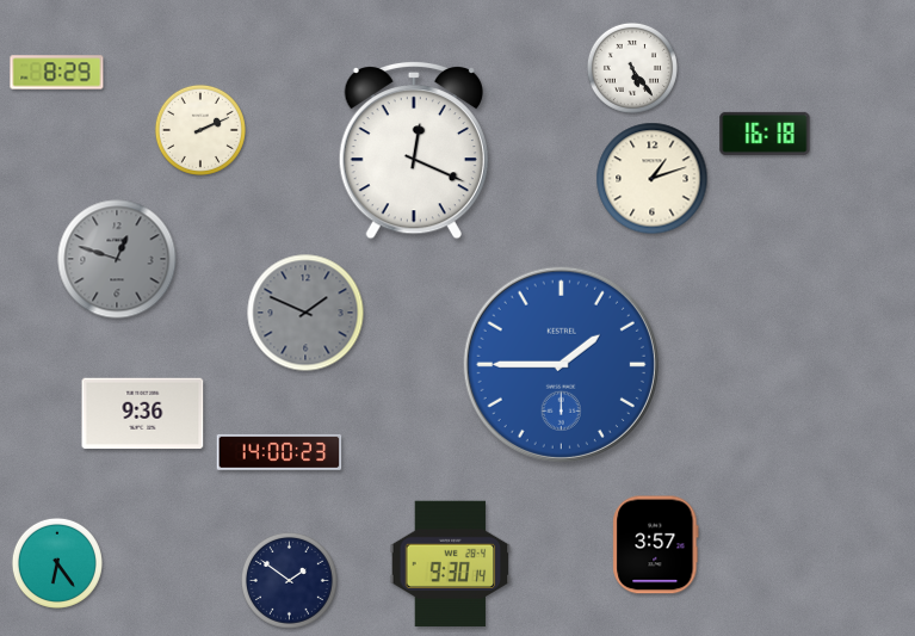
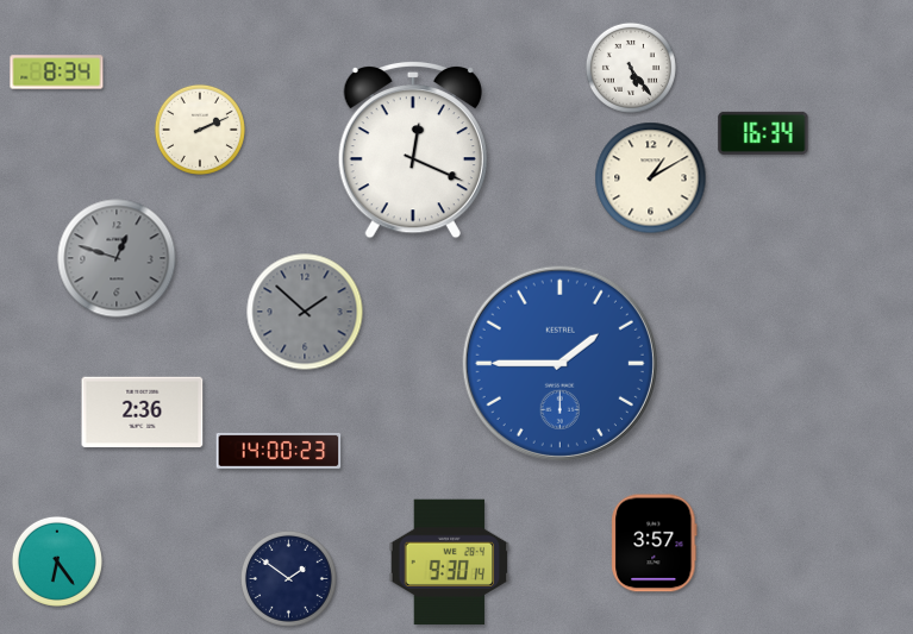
clock at (57, 73): 8:29 -> 8:34
clock at (765, 134): 16:18 -> 16:34
clock at (653, 179): 1:12 -> 1:10
clock at (305, 313): 1:49 -> 1:52
clock at (143, 414): 9:36 -> 2:36
